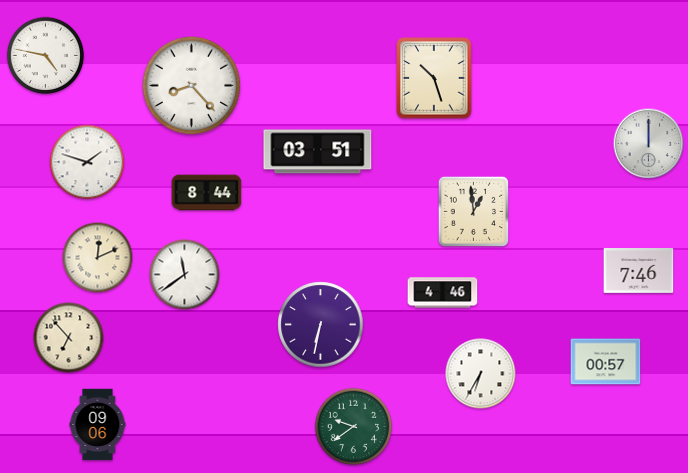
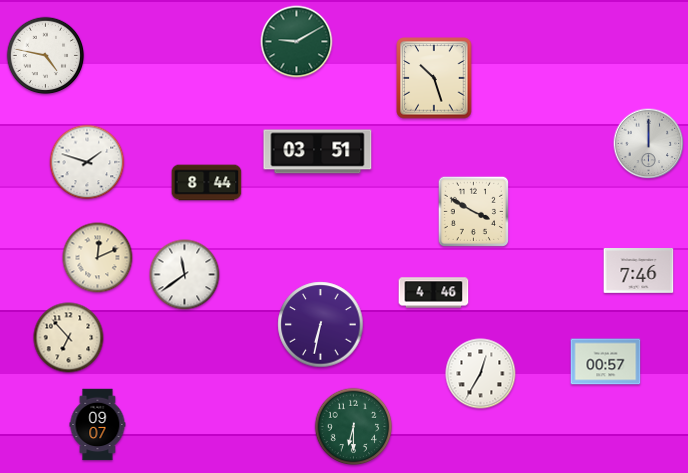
clock at (297, 42): none -> 9:10
clock at (192, 86): 8:23 -> none
clock at (207, 193) position: (207, 193) -> (207, 183)
clock at (473, 211): 12:59 -> 3:50
clock at (443, 293) position: (443, 293) -> (434, 293)
clock at (481, 374): 6:35 -> 12:35
clock at (98, 425): 09:06 -> 09:07
clock at (354, 427): 9:39 -> 6:30
